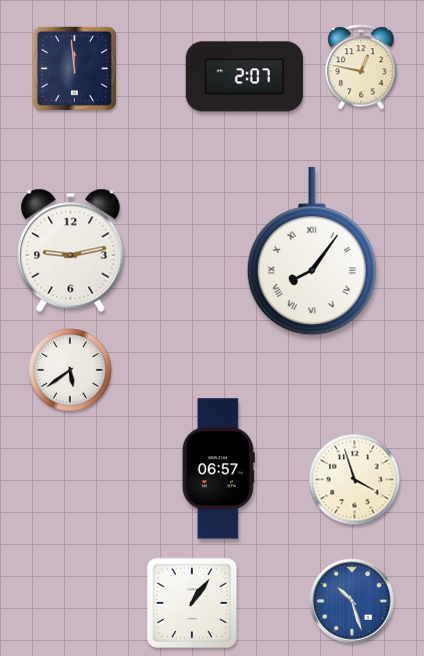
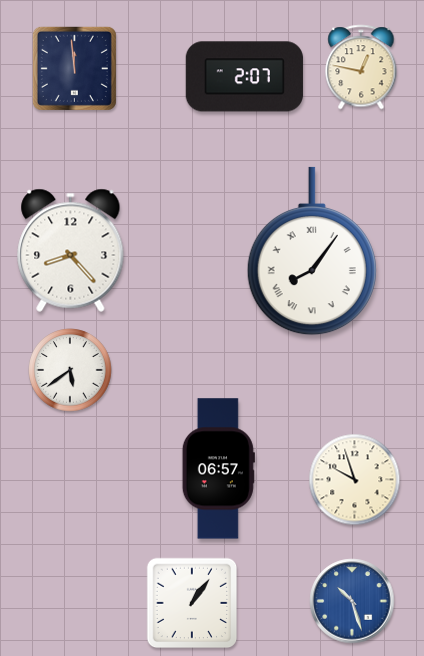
clock at (71, 250): 9:13 -> 8:23
clock at (355, 480): 3:57 -> 9:57
